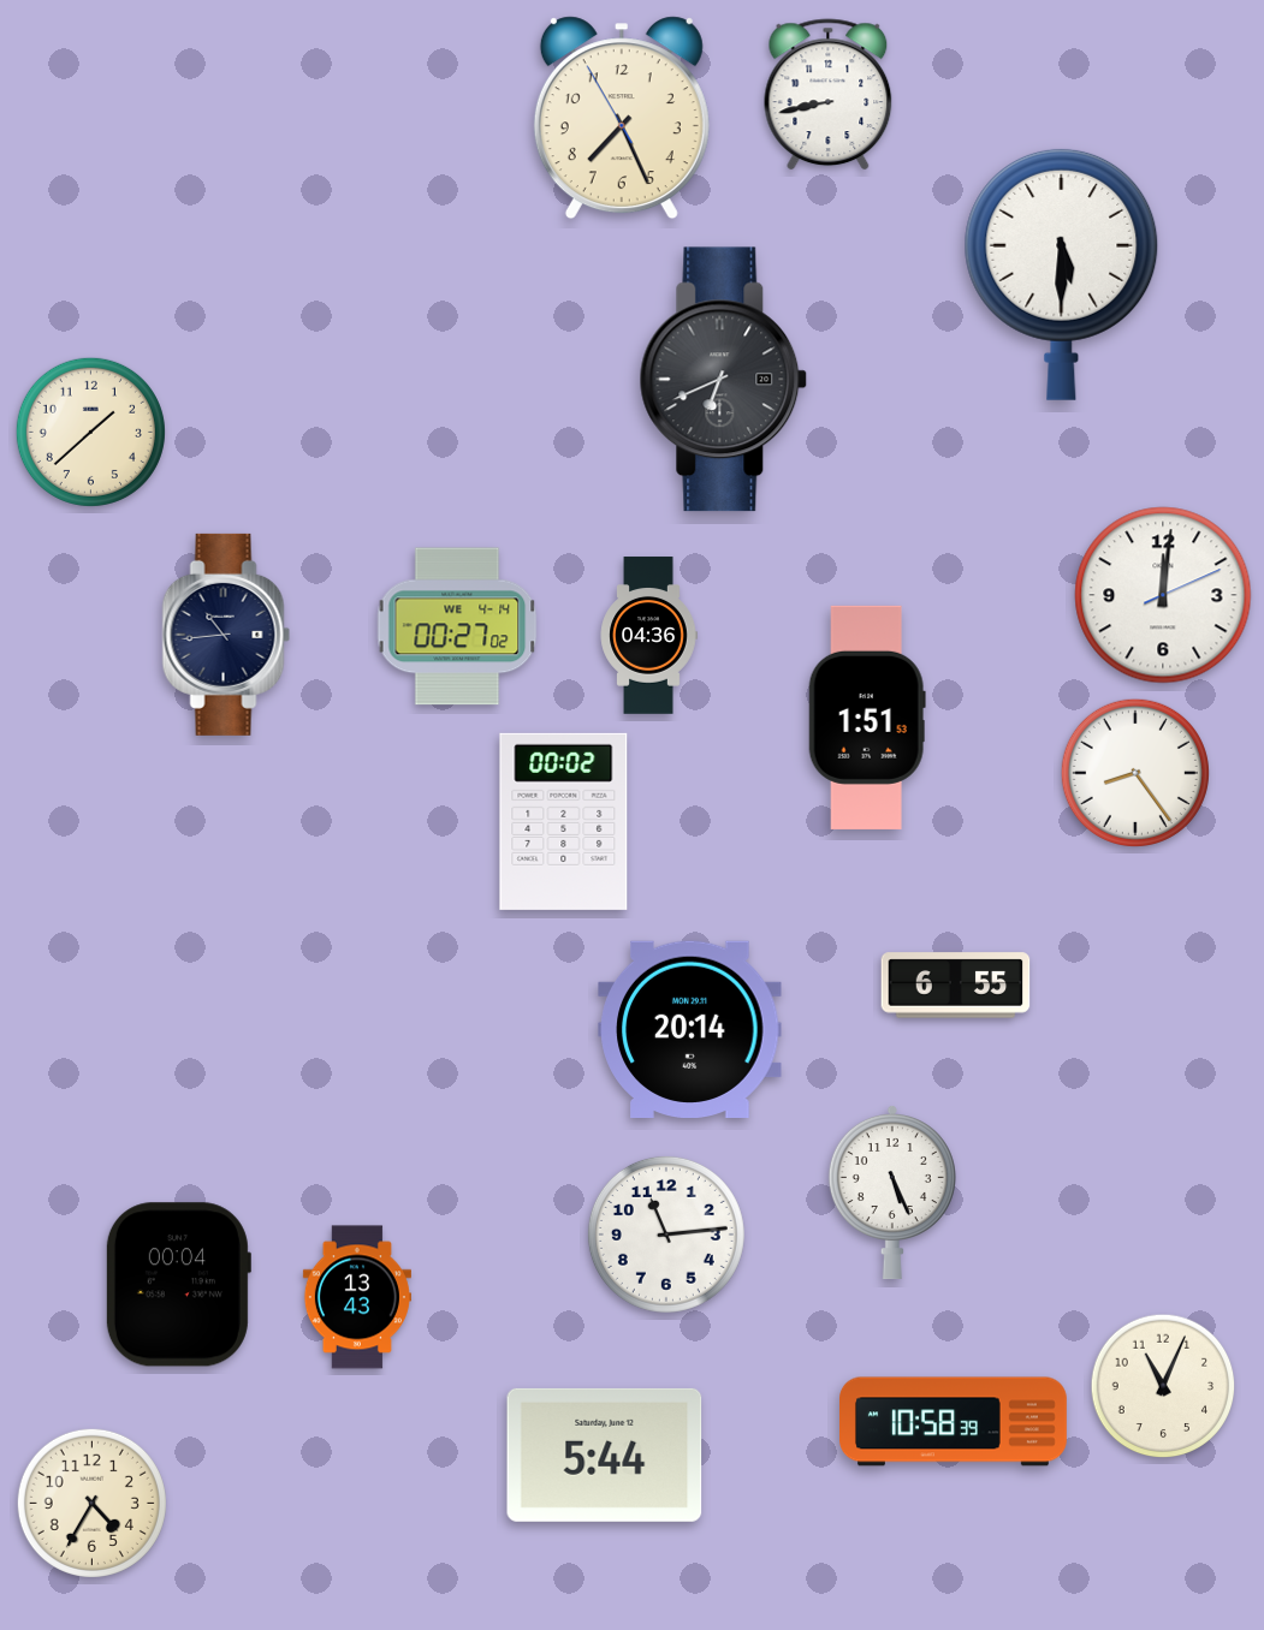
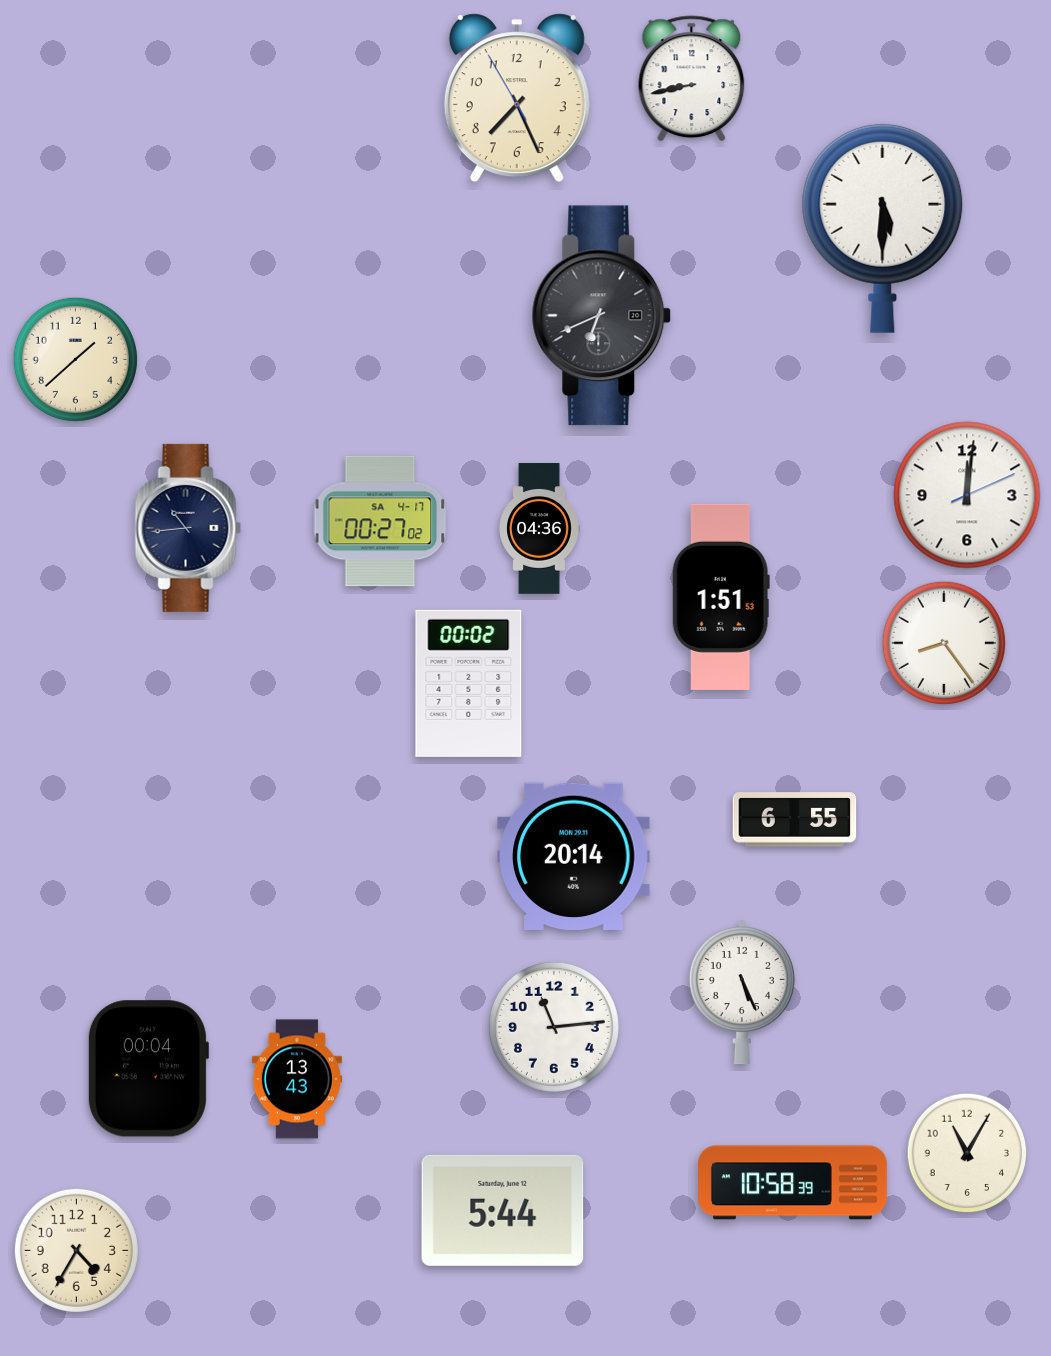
clock at (829, 95) position: (829, 95) -> (692, 79)
clock at (457, 626) date: WE 4-14 -> SA 4-17
clock at (1163, 1386): 11:04 -> 11:05
